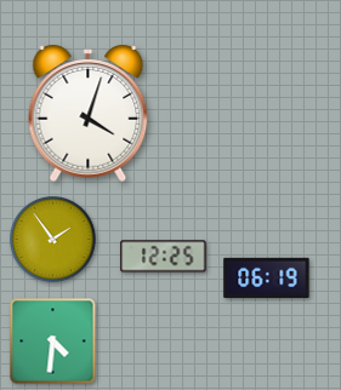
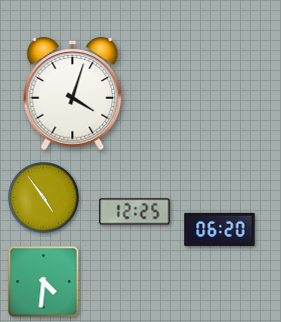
clock at (53, 240): 1:54 -> 4:54
clock at (267, 277): 06:19 -> 06:20
